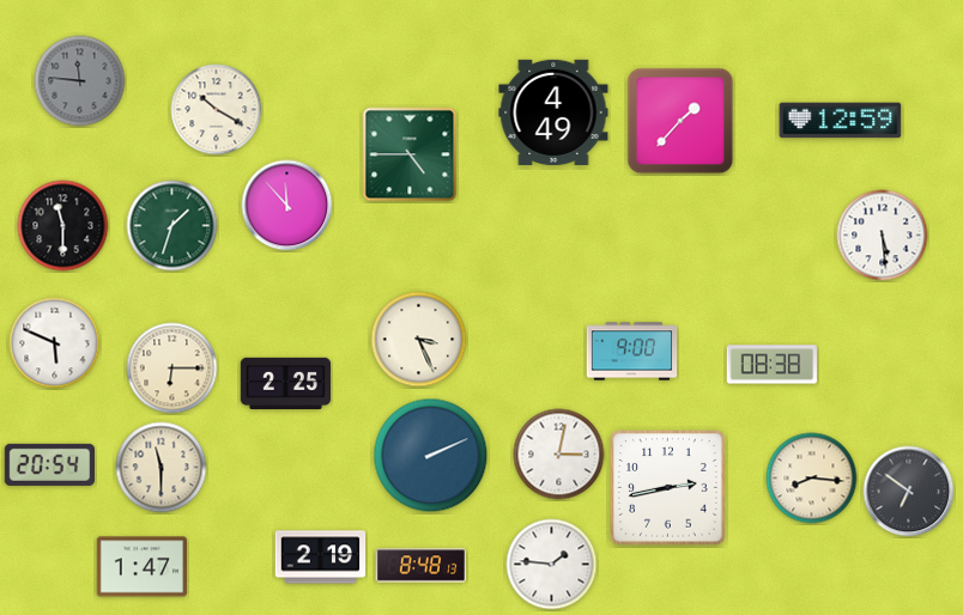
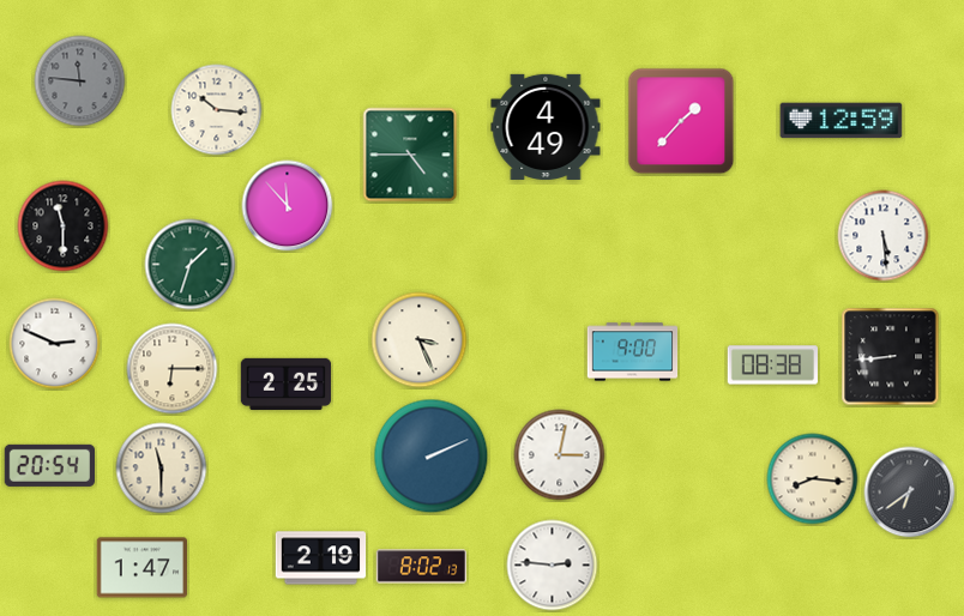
clock at (217, 110): 10:20 -> 10:16
clock at (553, 112) position: (553, 112) -> (546, 127)
clock at (172, 226) position: (172, 226) -> (191, 265)
clock at (55, 343): 5:49 -> 2:49
clock at (891, 357): none -> 8:44
clock at (668, 488): 2:43 -> none
clock at (909, 492): 6:51 -> 6:39
clock at (552, 565): 1:46 -> 2:46
clock at (422, 566): 8:48 -> 8:02
